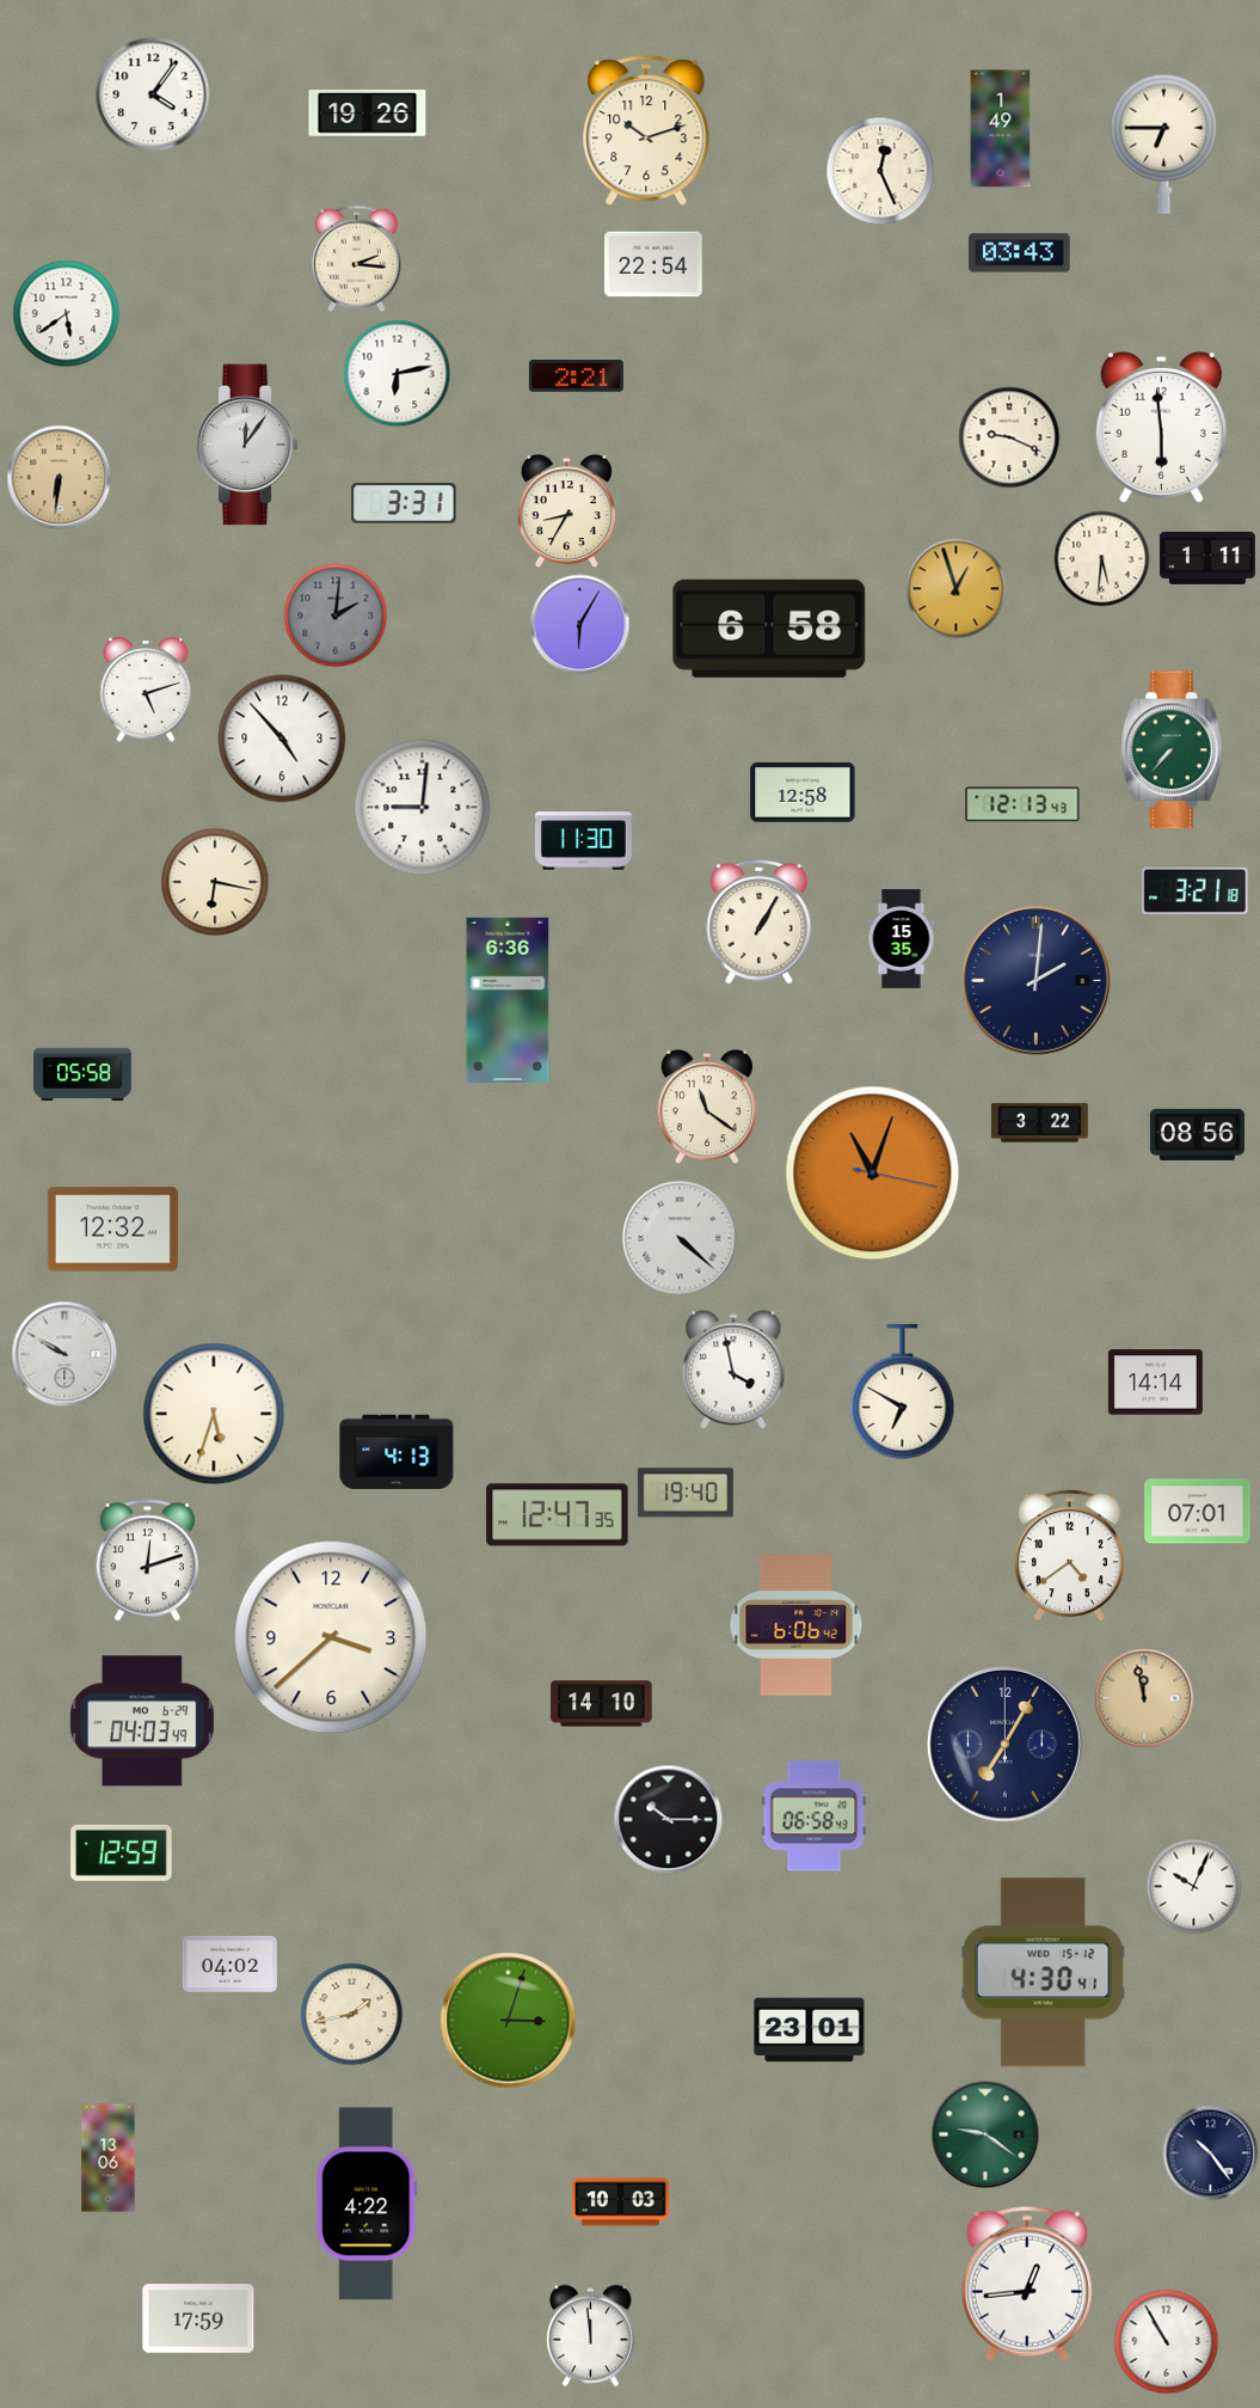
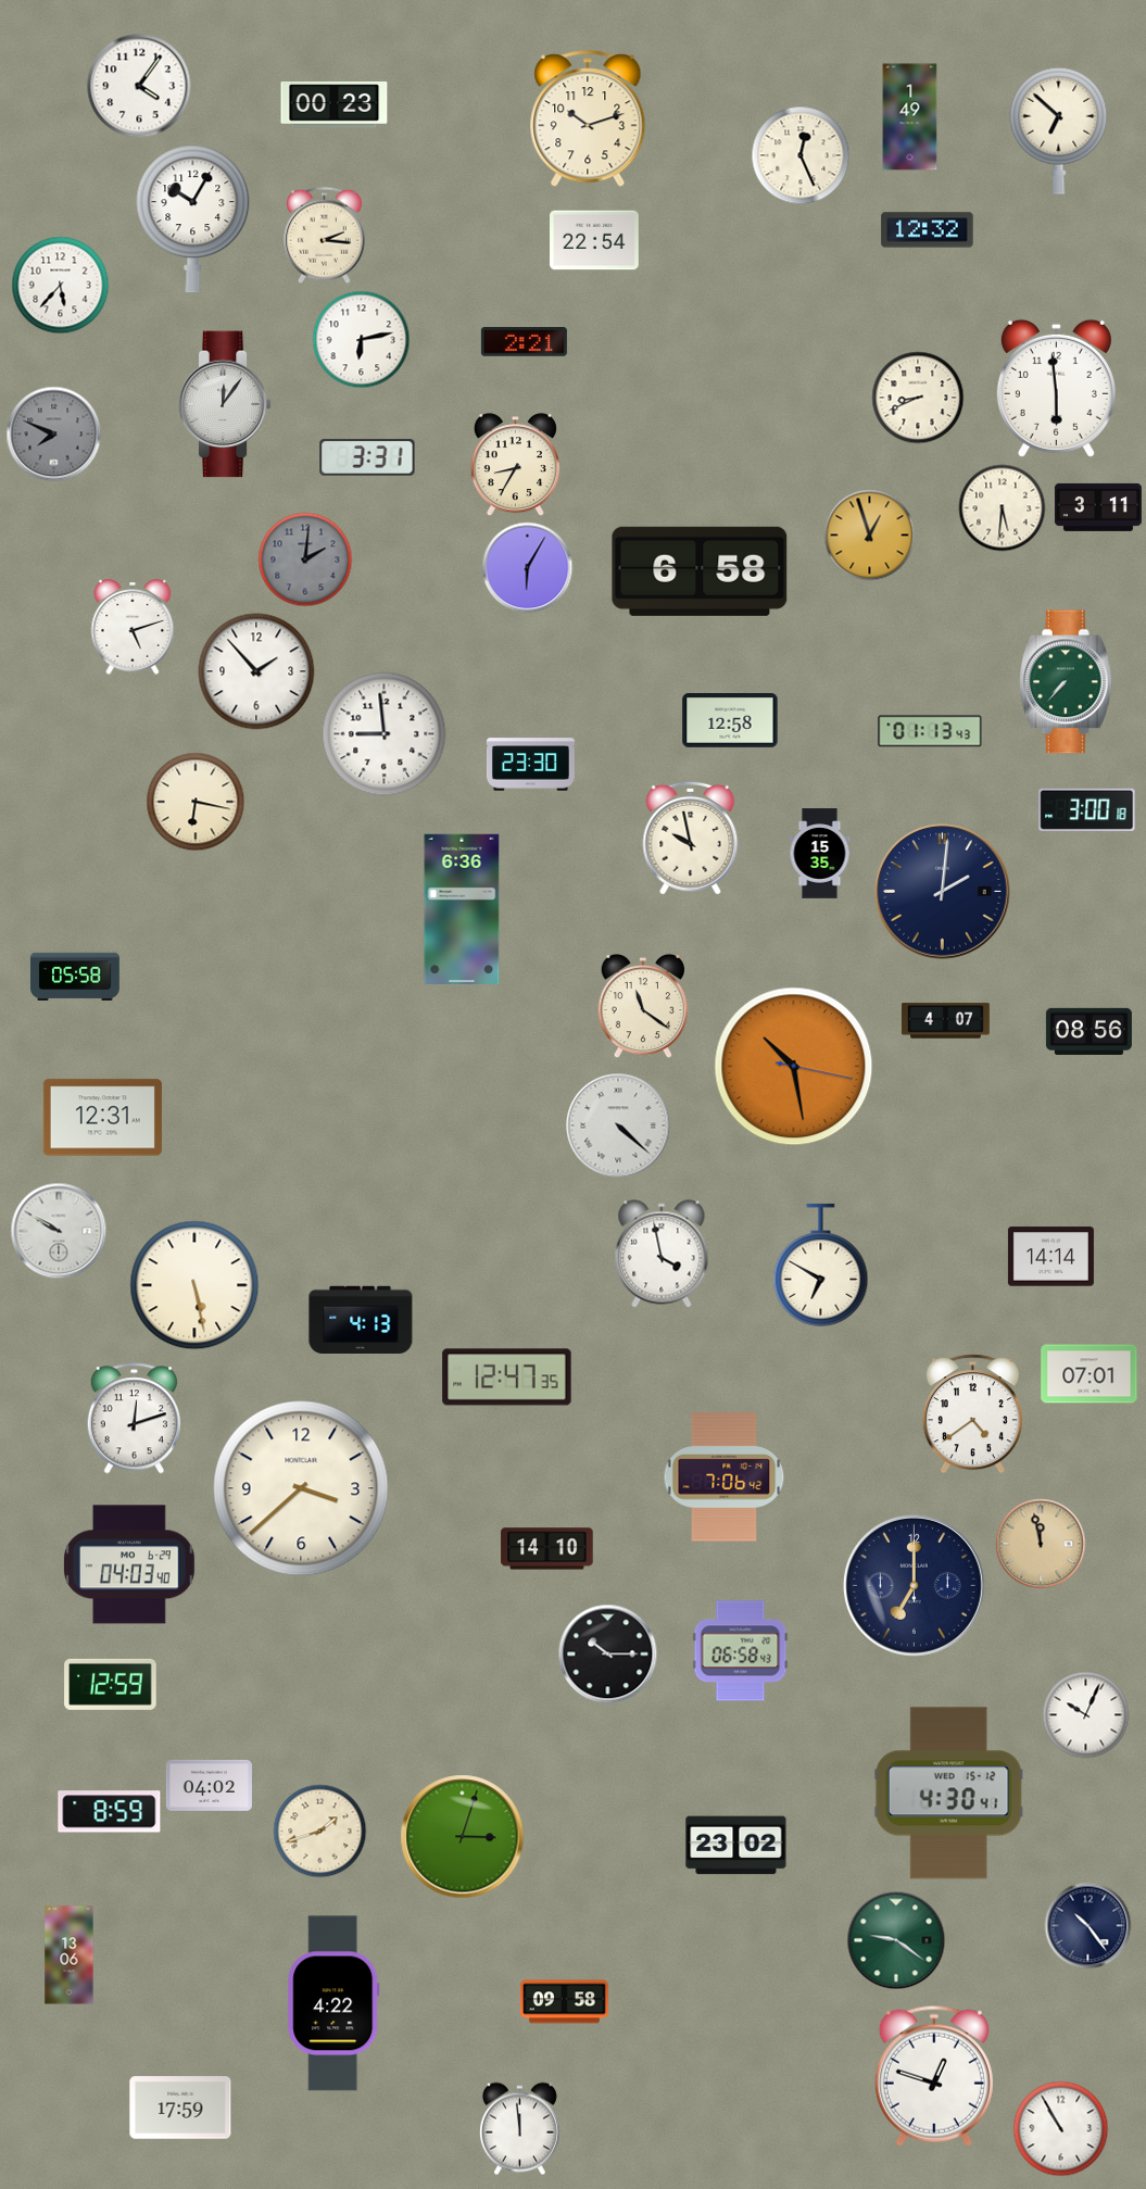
clock at (368, 116): 19:26 -> 00:23
clock at (1164, 143): 6:45 -> 6:52
clock at (193, 219): none -> 10:05
clock at (1020, 253): 03:43 -> 12:32
clock at (67, 314): 5:39 -> 5:37
clock at (1009, 437): 9:19 -> 8:41
clock at (60, 478): 6:31 -> 7:49
clock at (60, 478) dial: champagne -> grey
clock at (1207, 558): 1:11 -> 3:11
clock at (282, 739): 4:53 -> 1:53
clock at (1022, 804): 12:13 -> 01:13
clock at (423, 808): 9:01 -> 8:59
clock at (583, 841): 11:30 -> 23:30
clock at (1196, 890): 3:21 -> 3:00
clock at (760, 921): 1:05 -> 9:58
clock at (1039, 1123): 3:22 -> 4:07
clock at (873, 1174): 11:03 -> 10:28
clock at (112, 1230): 12:32 -> 12:31
clock at (733, 1370) position: (733, 1370) -> (662, 1254)
clock at (214, 1414): 5:33 -> 5:28
clock at (686, 1493): 19:40 -> none
clock at (797, 1625): 6:06 -> 7:06
clock at (143, 1721): 04:03:49 -> 04:03:40
clock at (1004, 1744): 7:05 -> 7:00
clock at (110, 1812): none -> 8:59
clock at (352, 2015): 1:43 -> 1:42
clock at (810, 2030): 23:01 -> 23:02
clock at (1211, 2153) position: (1211, 2153) -> (1088, 1926)
clock at (109, 2158) position: (109, 2158) -> (70, 1955)
clock at (620, 2202): 10:03 -> 09:58
clock at (1027, 2284): 12:44 -> 12:48
clock at (590, 2336) position: (590, 2336) -> (519, 2129)
